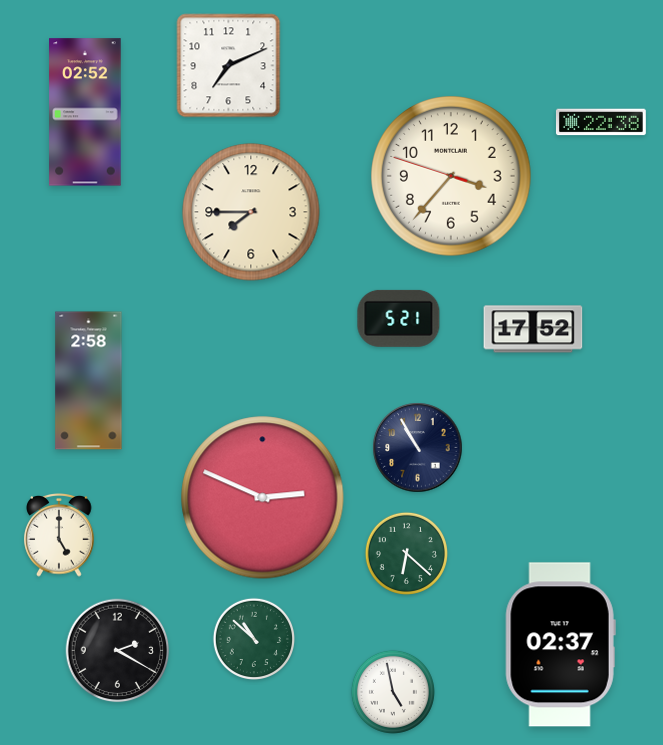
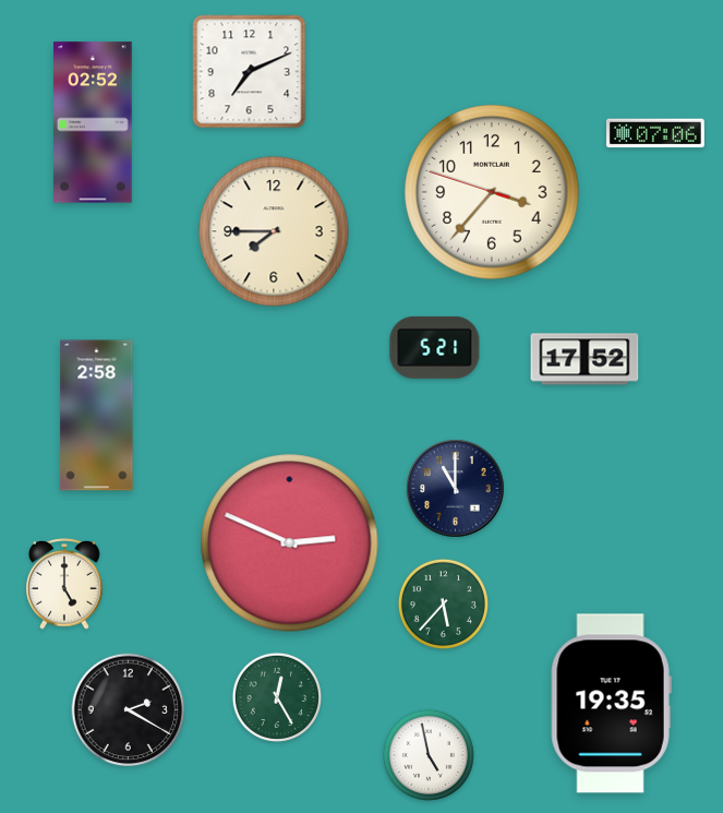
clock at (601, 122): 22:38 -> 07:06
clock at (533, 329) position: (533, 329) -> (585, 359)
clock at (418, 448): 10:55 -> 11:00
clock at (263, 498) position: (263, 498) -> (290, 543)
clock at (406, 553): 6:22 -> 5:37
clock at (253, 638): 10:52 -> 12:25
clock at (560, 645): 02:37 -> 19:35
